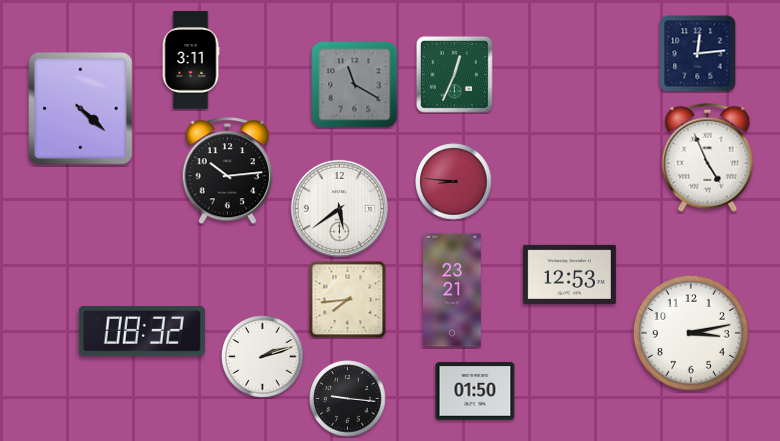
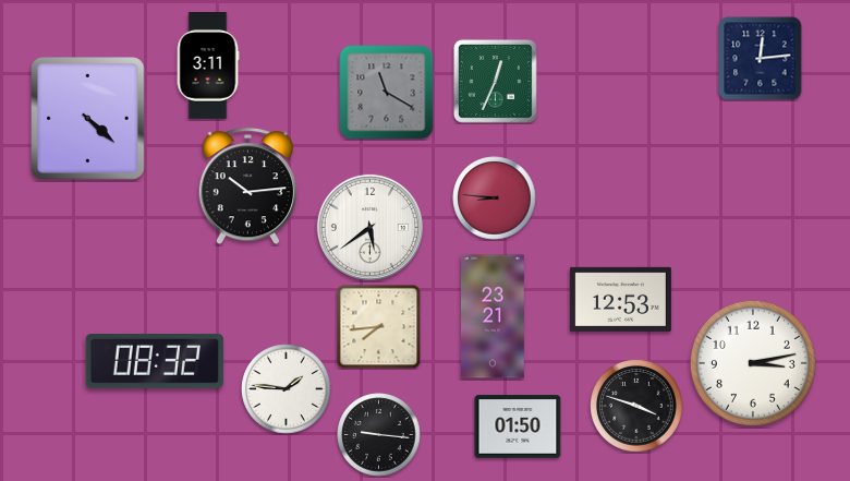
clock at (708, 157): 4:56 -> none
clock at (263, 357): 2:12 -> 1:46
clock at (636, 406): none -> 3:48
